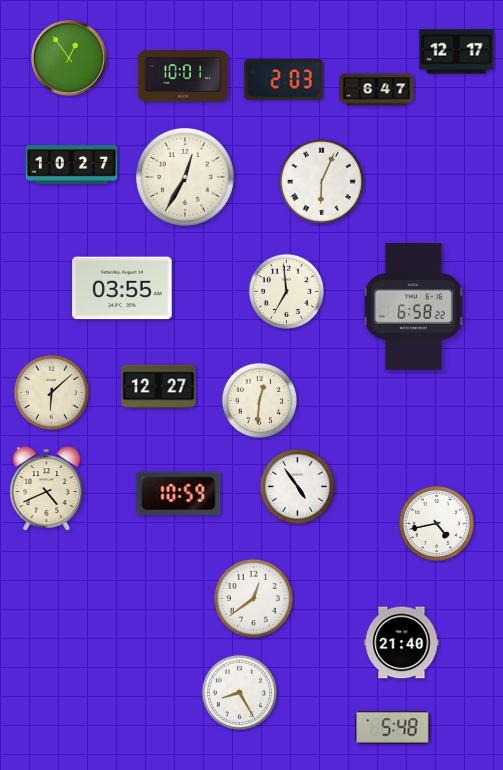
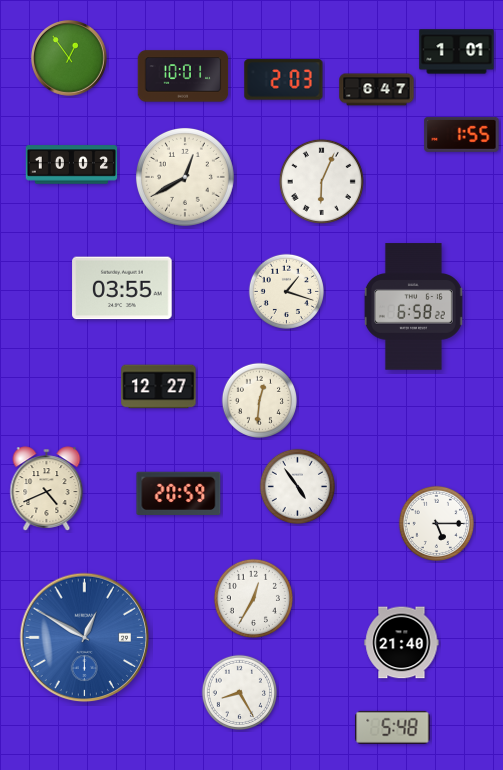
clock at (457, 52): 12:17 -> 1:01
clock at (462, 134): none -> 1:55
clock at (72, 165): 10:27 -> 10:02
clock at (185, 177): 12:35 -> 12:40
clock at (286, 291): 6:59 -> 1:18
clock at (51, 392): 6:08 -> none
clock at (179, 493): 10:59 -> 20:59
clock at (436, 523): 4:43 -> 5:15
clock at (253, 598): 12:39 -> 12:35
clock at (85, 638): none -> 12:50
